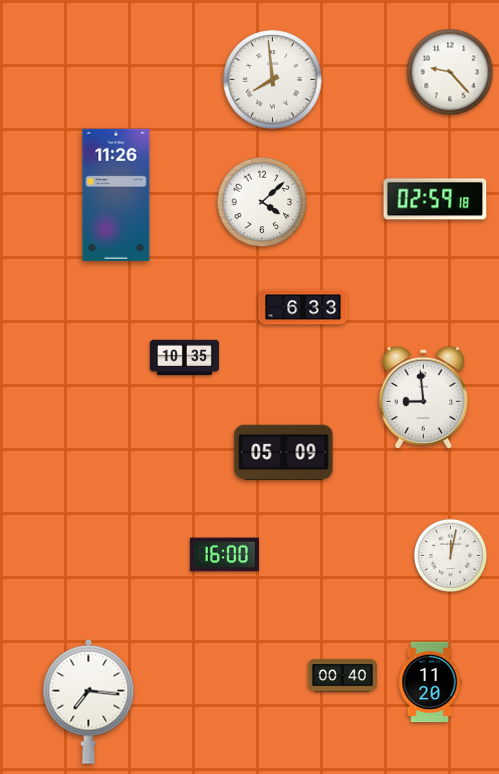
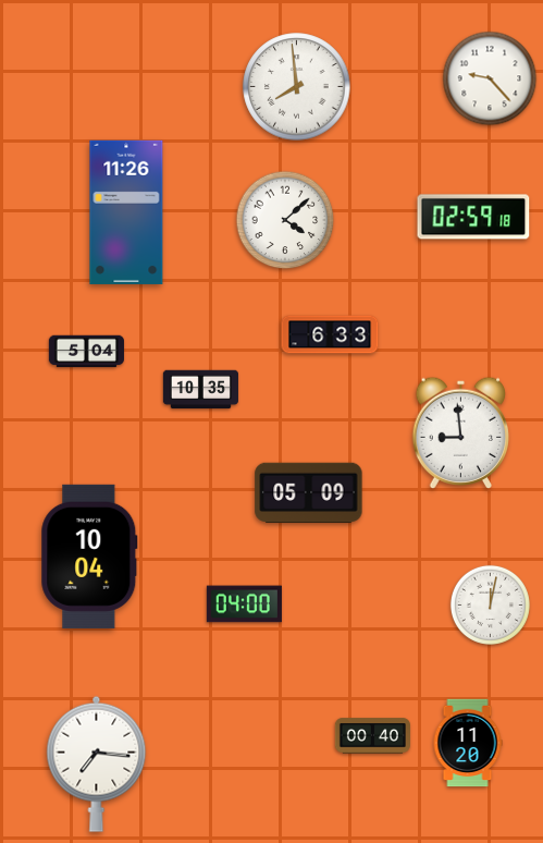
clock at (86, 352): none -> 5:04
clock at (89, 557): none -> 10:04
clock at (224, 555): 16:00 -> 04:00
